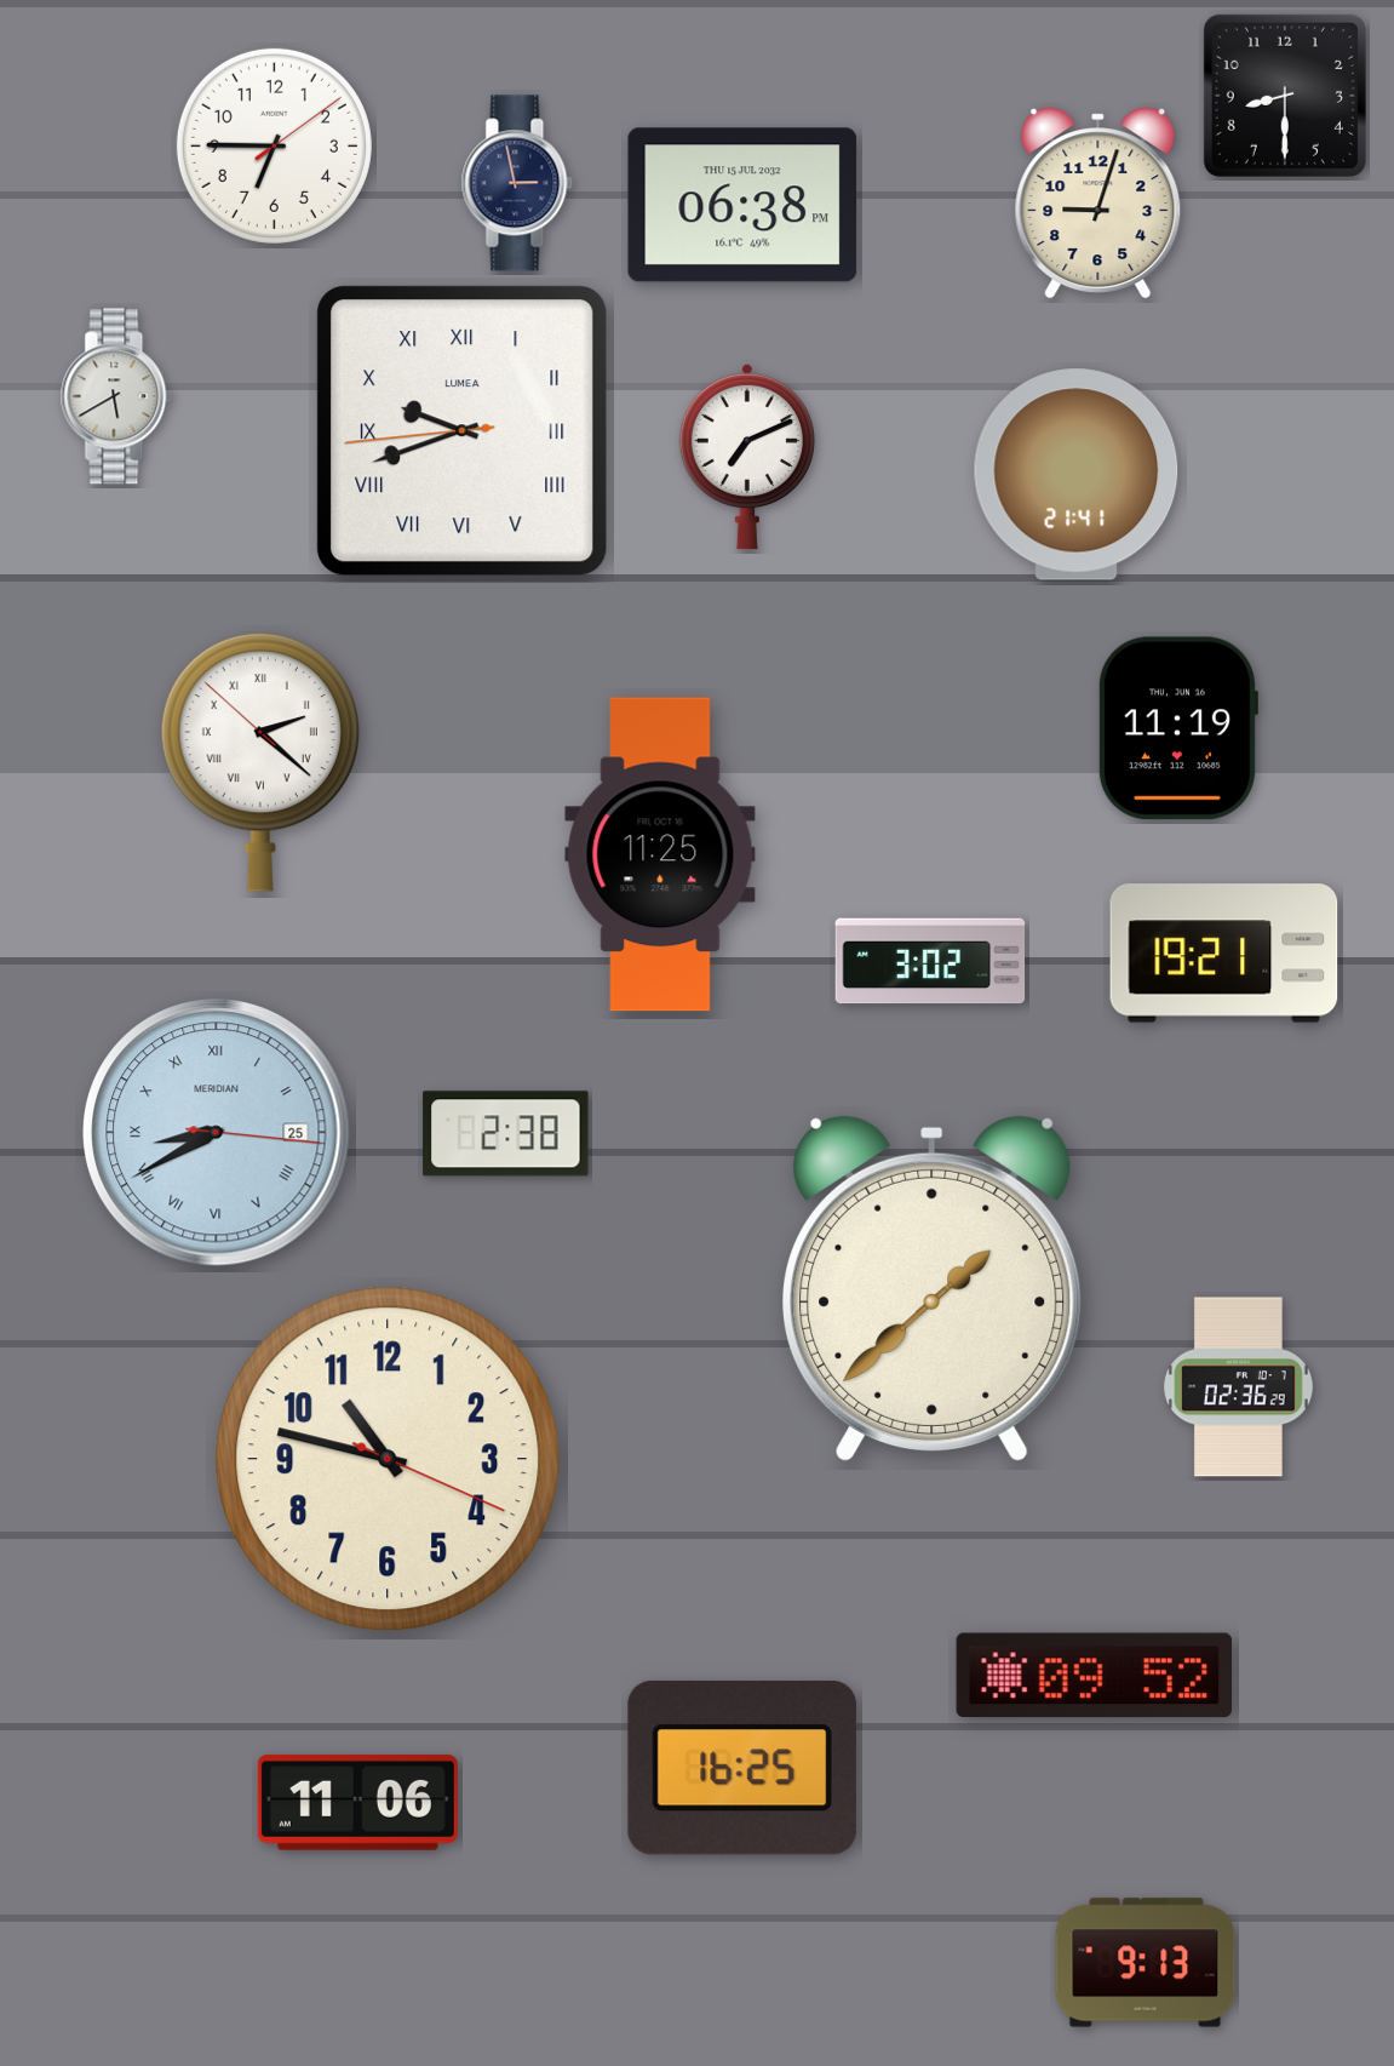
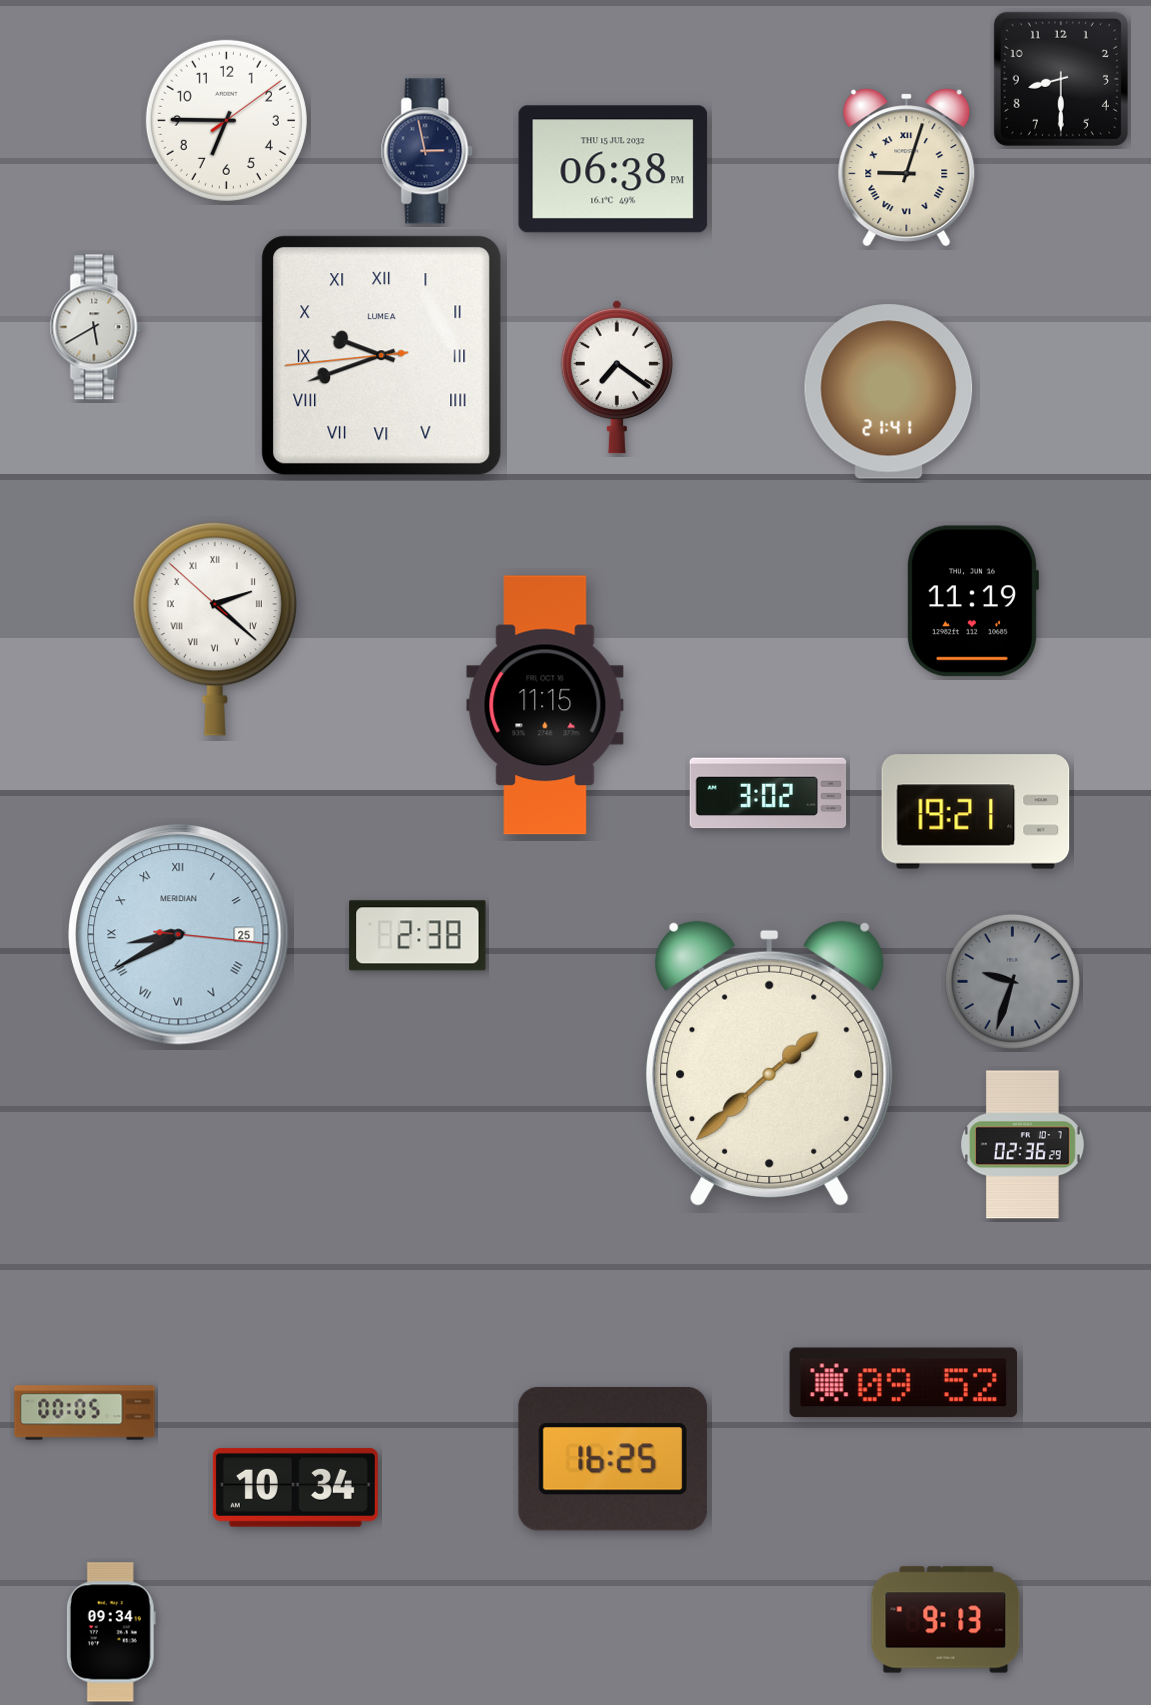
clock at (1098, 204) numerals: Arabic -> Roman
clock at (746, 457): 7:11 -> 7:21
clock at (660, 854): 11:25 -> 11:15
clock at (1224, 954) position: (1224, 954) -> (976, 812)
clock at (1012, 981): none -> 9:33
clock at (388, 1459): 10:47 -> none
clock at (85, 1413): none -> 00:05
clock at (357, 1802): 11:06 -> 10:34
clock at (111, 1632): none -> 09:34
